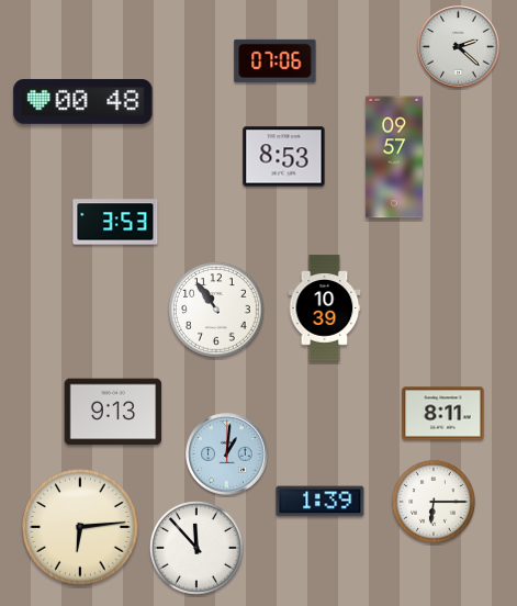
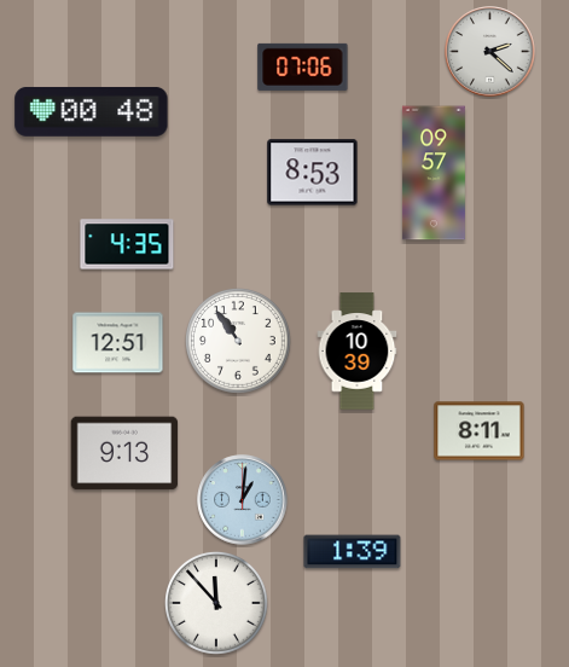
clock at (459, 47) position: (459, 47) -> (490, 52)
clock at (115, 222): 3:53 -> 4:35
clock at (325, 308) position: (325, 308) -> (358, 352)
clock at (118, 343): none -> 12:51
clock at (443, 414) position: (443, 414) -> (480, 431)
clock at (227, 454) position: (227, 454) -> (243, 500)
clock at (434, 502): 6:15 -> none
clock at (80, 527): 6:14 -> none
